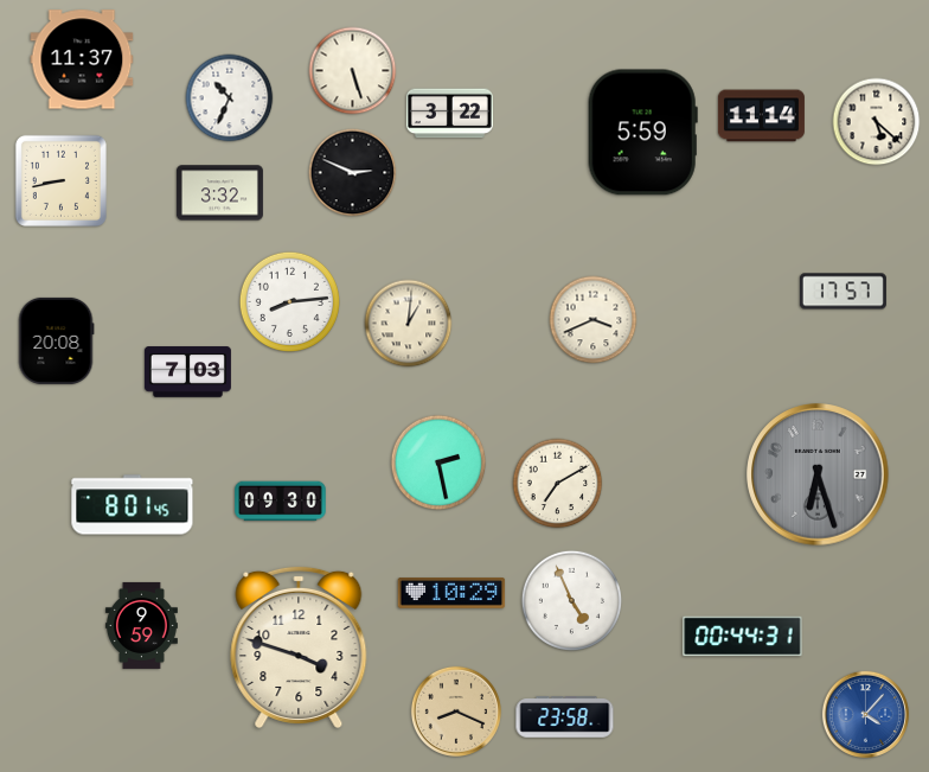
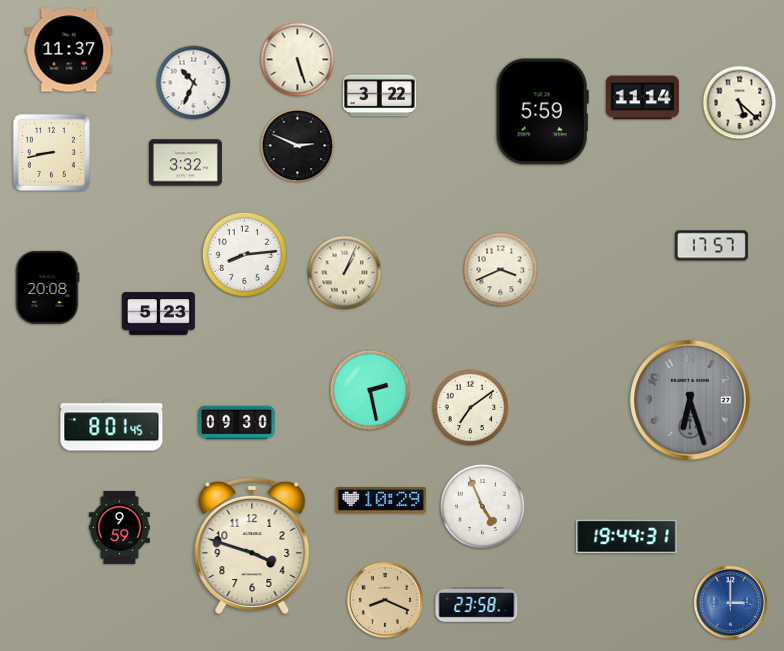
clock at (409, 324): 1:01 -> 1:04
clock at (187, 372): 7:03 -> 5:23
clock at (558, 484): 7:10 -> 7:09
clock at (743, 637): 00:44 -> 19:44
clock at (865, 714): 4:07 -> 3:00
